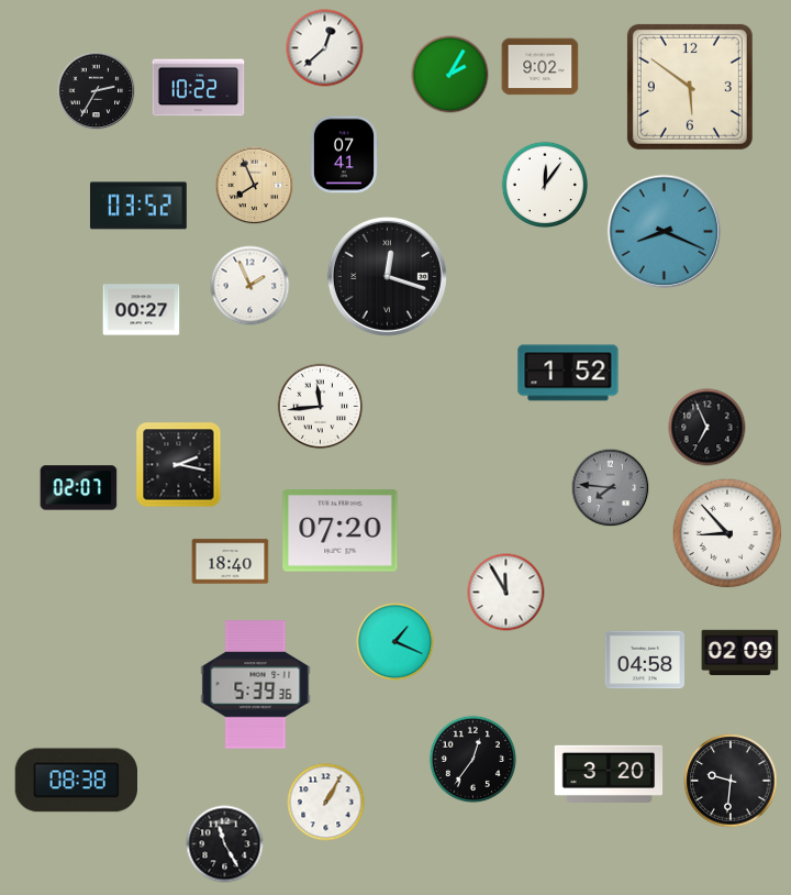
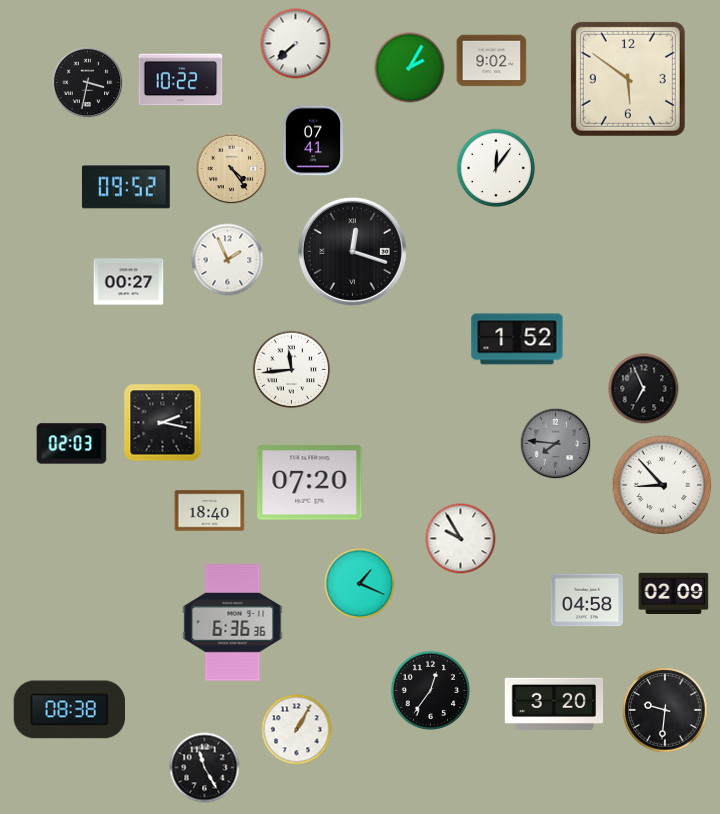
clock at (325, 48): 12:38 -> 7:38
clock at (97, 91): 2:35 -> 3:32
clock at (255, 186): 7:56 -> 4:24
clock at (138, 206): 03:52 -> 09:52
clock at (665, 232): 8:19 -> none
clock at (79, 488): 02:07 -> 02:03
clock at (506, 593): 11:55 -> 9:55
clock at (256, 685): 5:39 -> 6:36
